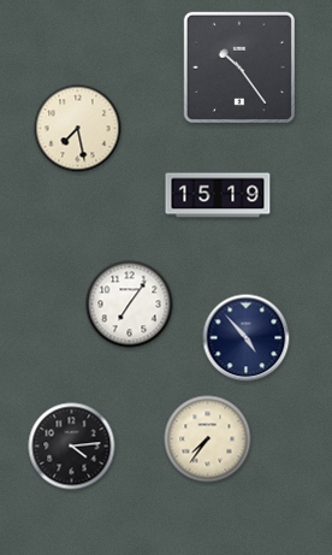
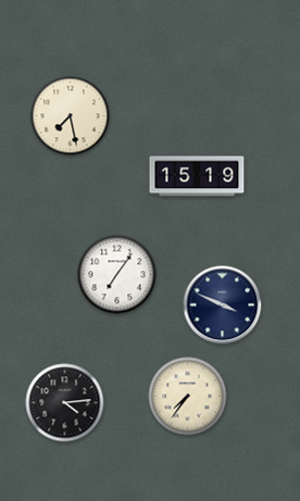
clock at (239, 67): 10:24 -> none
clock at (247, 338): 4:53 -> 3:49
